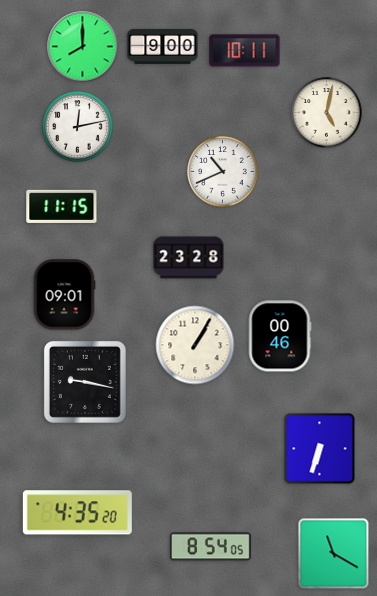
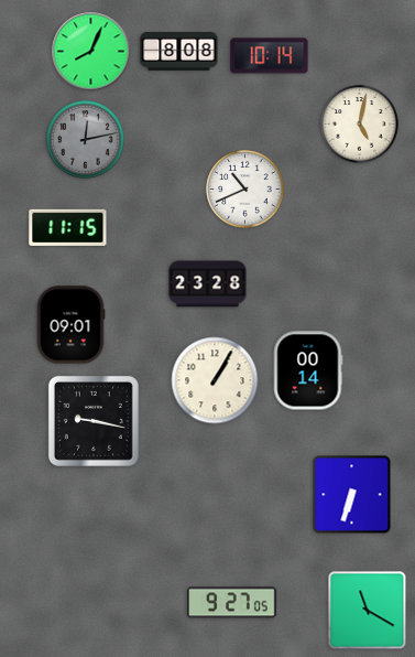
clock at (163, 46): 9:00 -> 8:08
clock at (83, 47): 8:00 -> 8:04
clock at (245, 51): 10:11 -> 10:14
clock at (78, 127) dial: white -> grey
clock at (280, 336): 00:46 -> 00:14
clock at (77, 513): 4:35 -> none
clock at (210, 547): 8:54 -> 9:27
